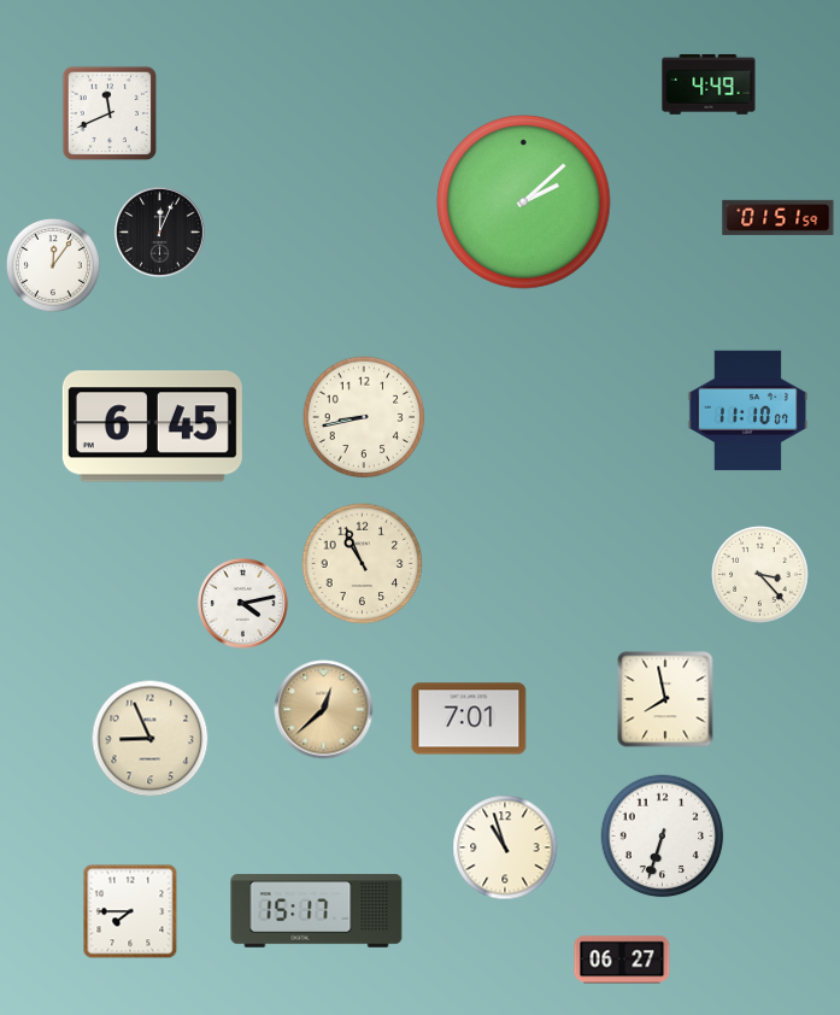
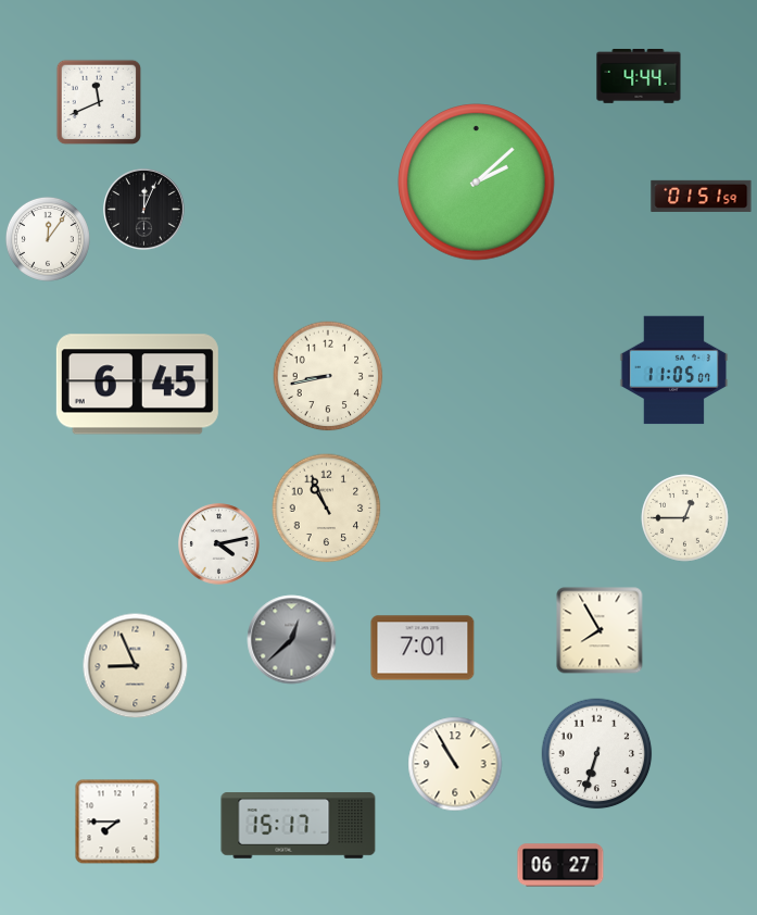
clock at (709, 84): 4:49 -> 4:44
clock at (524, 203) position: (524, 203) -> (477, 183)
clock at (748, 411): 11:10 -> 11:05
clock at (760, 575): 3:23 -> 12:45
clock at (665, 699): 7:58 -> 7:55
clock at (324, 710) dial: champagne -> grey
clock at (505, 847): 10:57 -> 10:55
clock at (317, 911) position: (317, 911) -> (299, 826)
